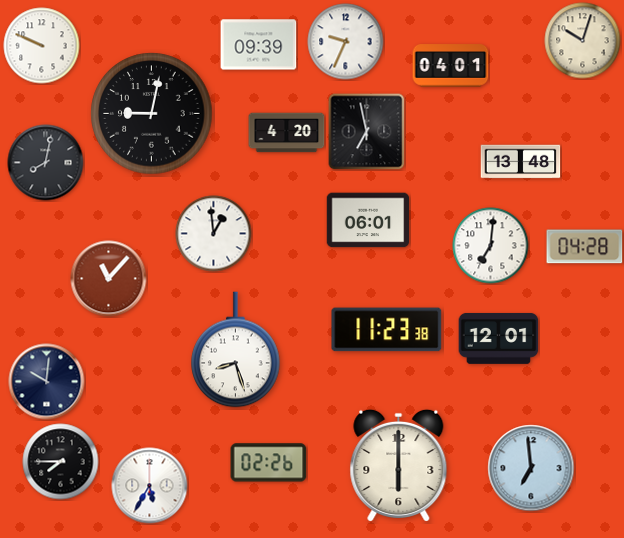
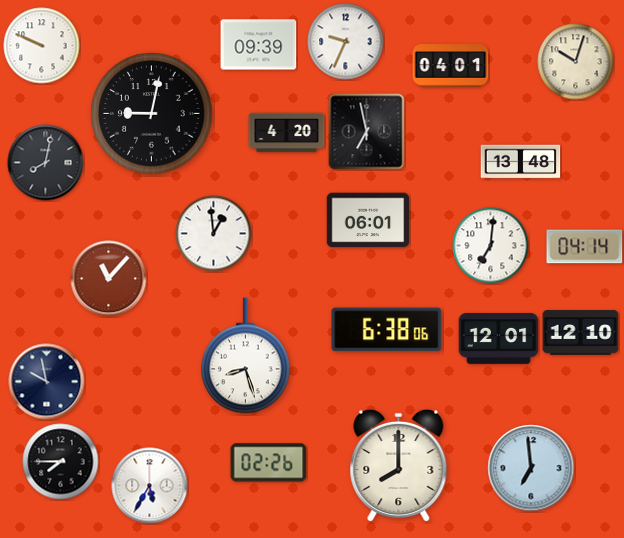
clock at (583, 41) position: (583, 41) -> (576, 62)
clock at (585, 247): 04:28 -> 04:14
clock at (387, 330): 11:23 -> 6:38
clock at (581, 333): none -> 12:10
clock at (236, 350) position: (236, 350) -> (246, 356)
clock at (47, 382): 10:01 -> 9:58
clock at (399, 465): 6:00 -> 8:00
